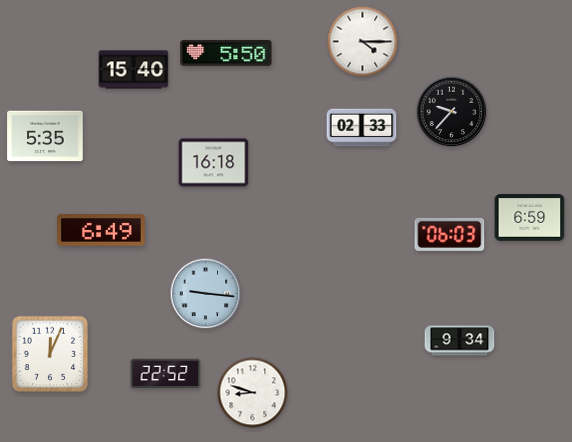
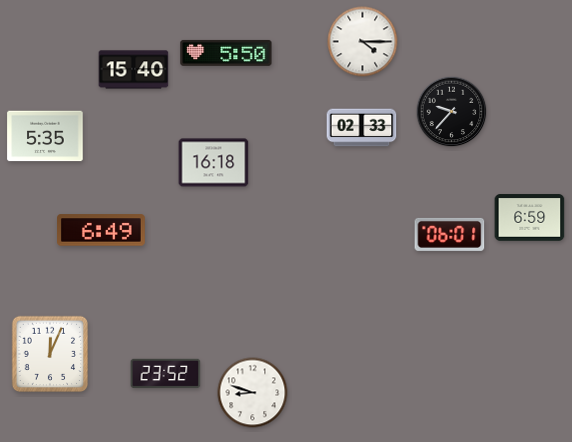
clock at (450, 234): 06:03 -> 06:01
clock at (206, 294): 9:16 -> none
clock at (460, 341): 9:34 -> none
clock at (166, 374): 22:52 -> 23:52
